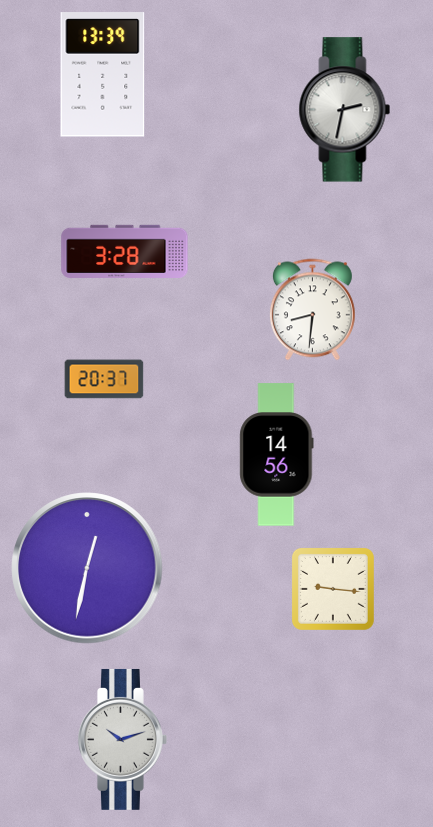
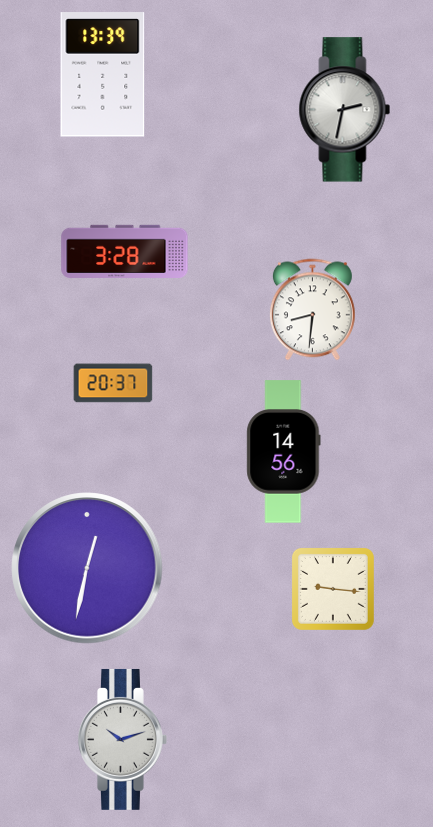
clock at (104, 379) position: (104, 379) -> (113, 383)
clock at (277, 455) position: (277, 455) -> (284, 452)
